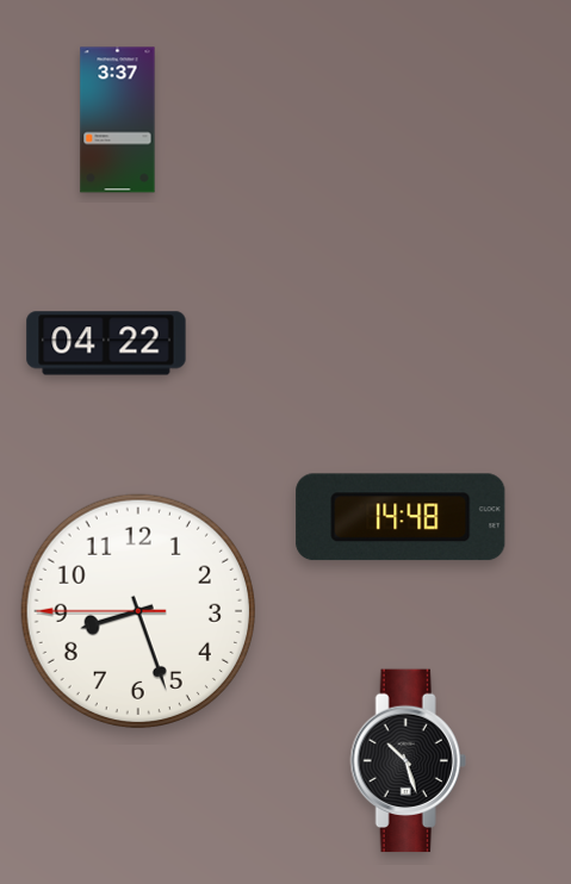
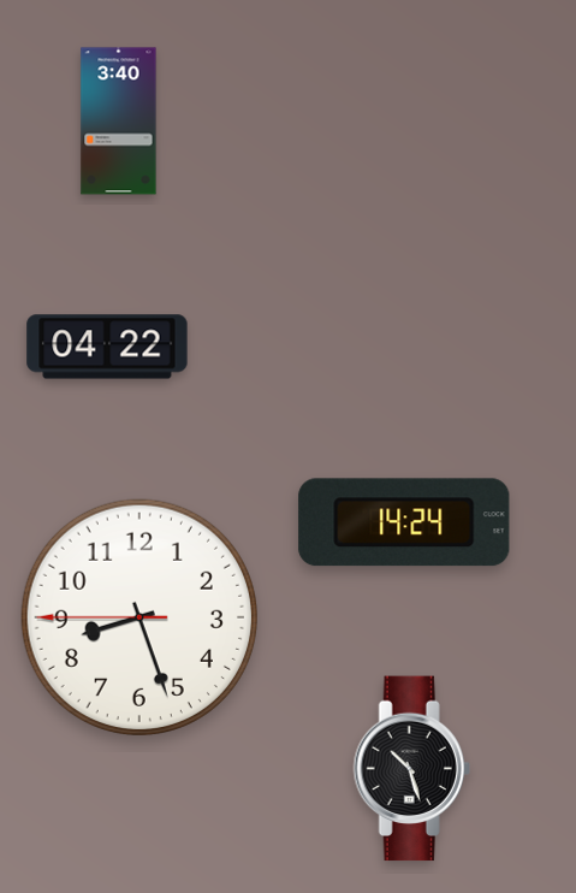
clock at (118, 120): 3:37 -> 3:40
clock at (401, 517): 14:48 -> 14:24
